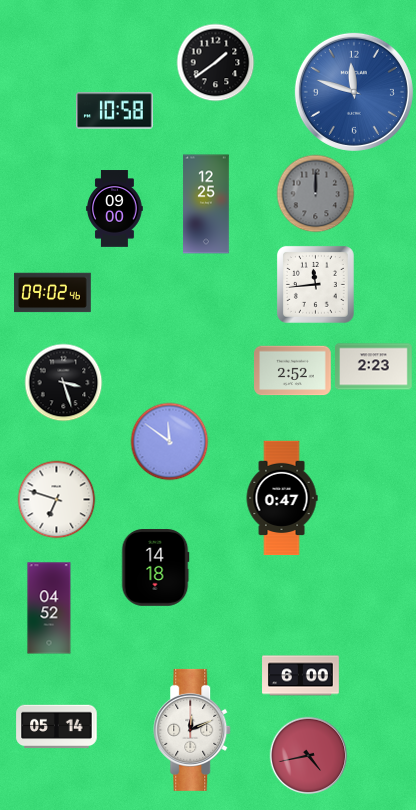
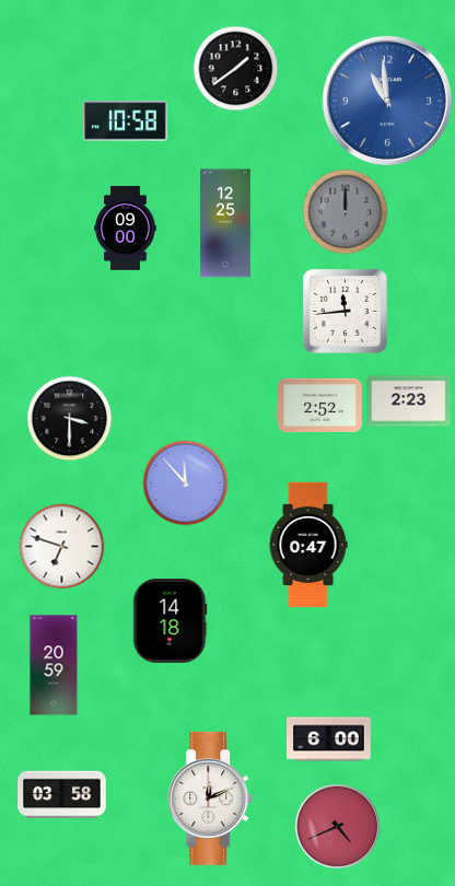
clock at (354, 92): 11:48 -> 10:59
clock at (53, 293): 09:02 -> none
clock at (63, 382): 3:27 -> 3:30
clock at (169, 441): 11:51 -> 11:53
clock at (49, 608): 04:52 -> 20:59
clock at (57, 727): 05:14 -> 03:58
clock at (308, 755): 4:43 -> 4:41
